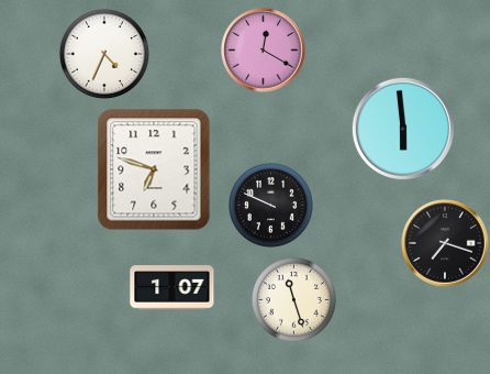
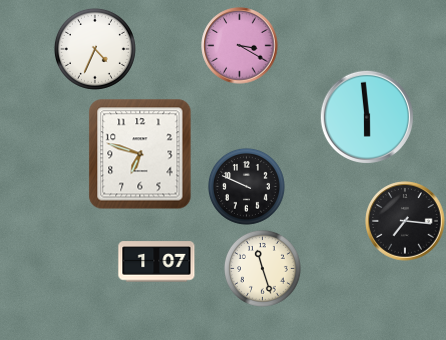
clock at (264, 51): 12:20 -> 3:20
clock at (445, 243): 7:18 -> 7:16
clock at (293, 299) position: (293, 299) -> (262, 268)
